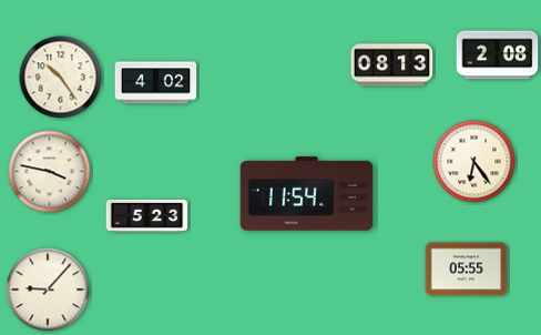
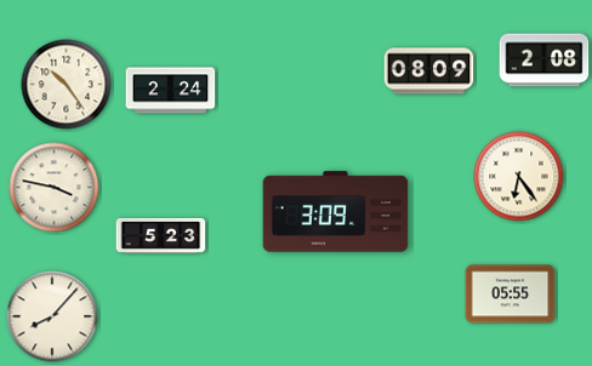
clock at (392, 65): 08:13 -> 08:09
clock at (156, 83): 4:02 -> 2:24
clock at (307, 194): 11:54 -> 3:09
clock at (48, 290): 9:07 -> 8:07
